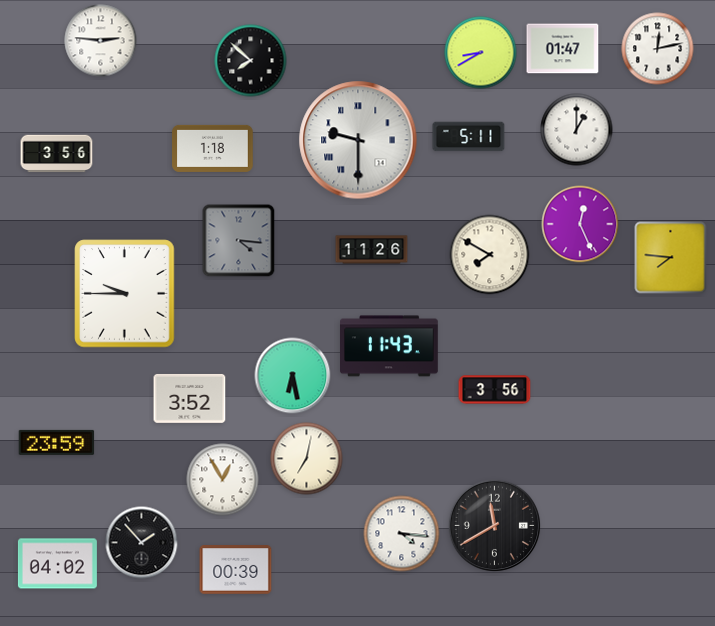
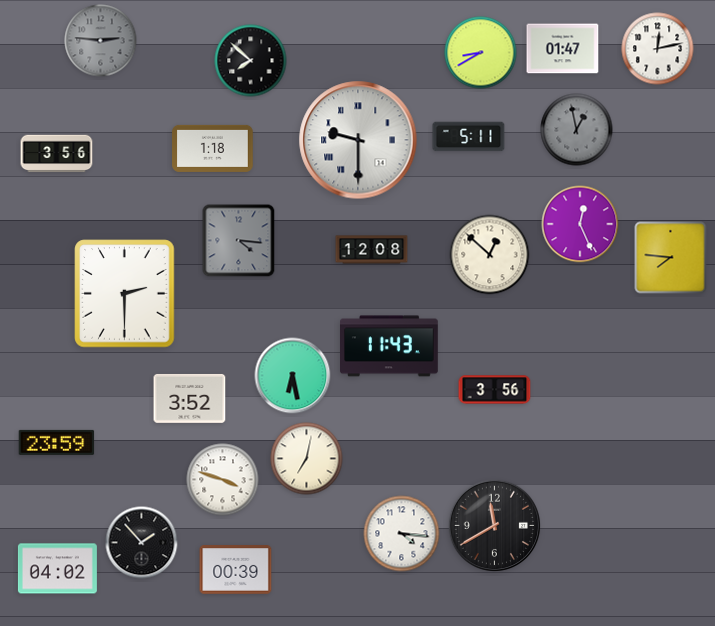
clock at (101, 41) dial: white -> grey
clock at (577, 130): 1:00 -> 12:58
clock at (577, 130) dial: white -> grey
clock at (372, 250): 11:26 -> 12:08
clock at (490, 255): 7:50 -> 12:52
clock at (125, 294): 9:45 -> 2:30
clock at (223, 480): 12:55 -> 3:48
clock at (57, 564) position: (57, 564) -> (57, 569)
